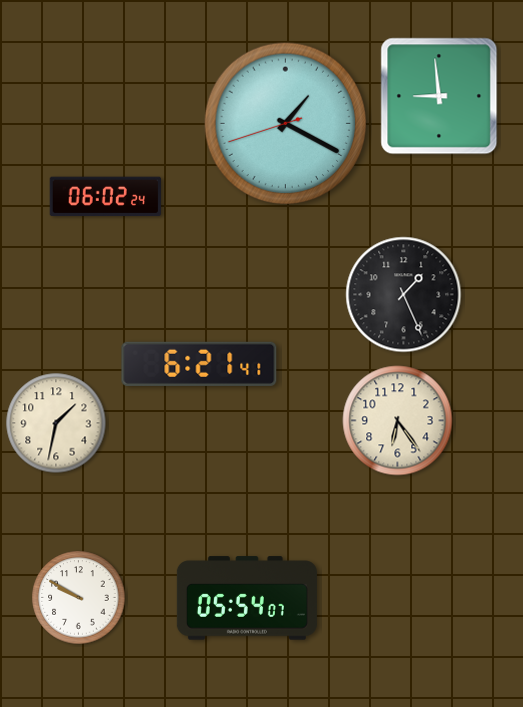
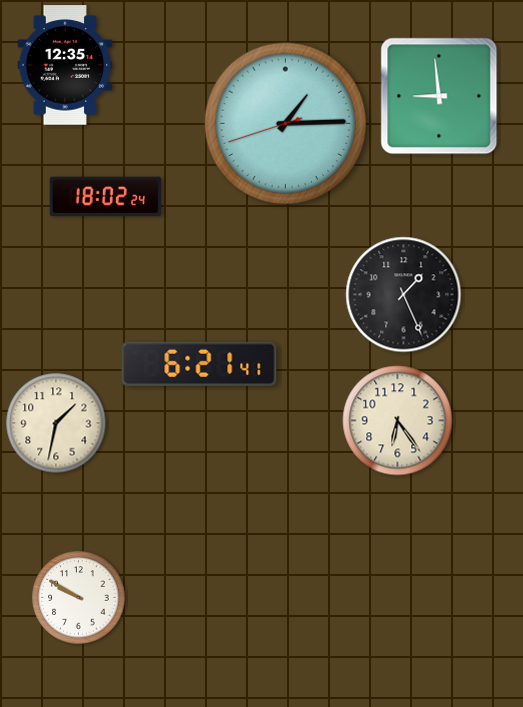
clock at (65, 65): none -> 12:35
clock at (286, 124): 1:19 -> 1:14
clock at (105, 197): 06:02 -> 18:02
clock at (247, 598): 05:54 -> none
